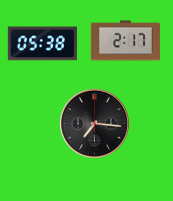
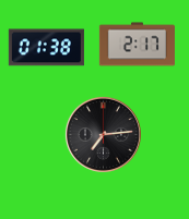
clock at (42, 44): 05:38 -> 01:38
clock at (94, 123): 7:16 -> 7:14
